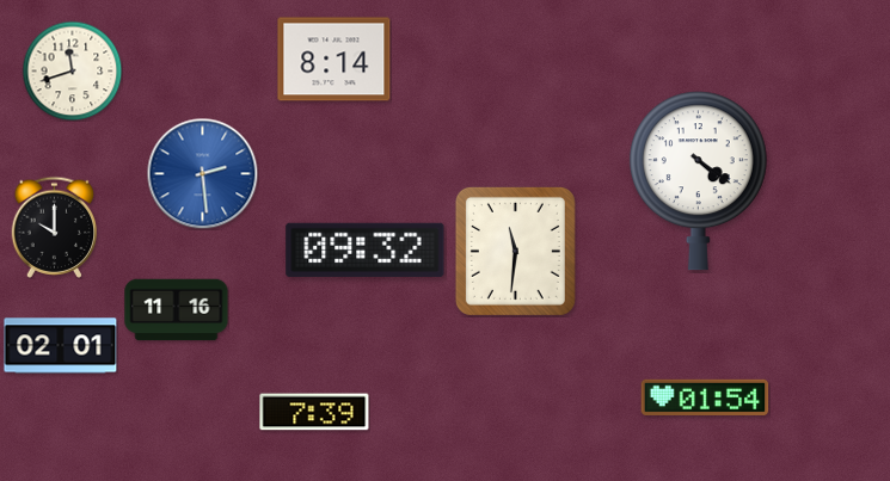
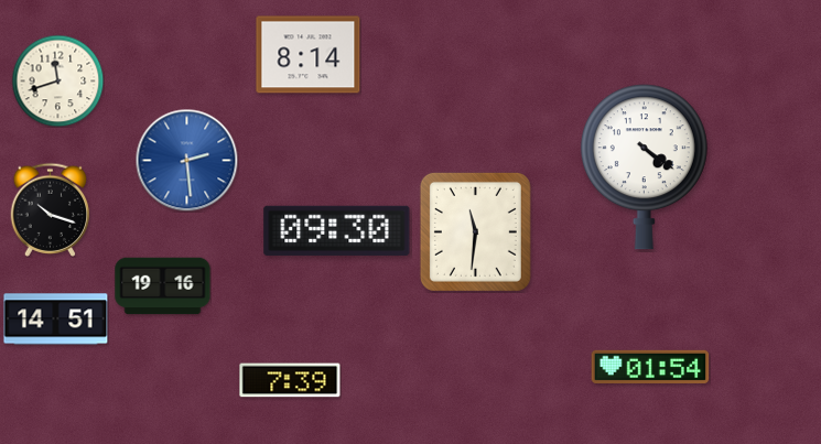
clock at (72, 70) position: (72, 70) -> (57, 80)
clock at (55, 227): 10:00 -> 10:18
clock at (366, 249): 09:32 -> 09:30
clock at (177, 310): 11:16 -> 19:16
clock at (61, 346): 02:01 -> 14:51
